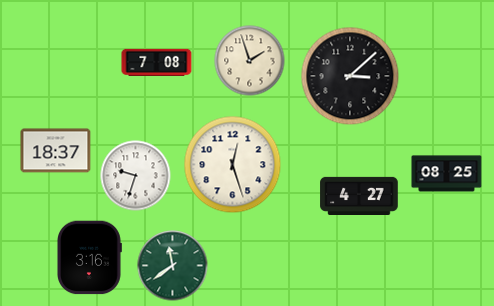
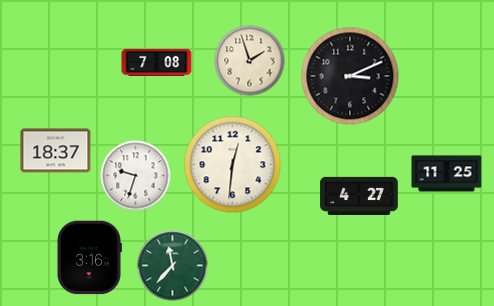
clock at (350, 76): 3:08 -> 3:11
clock at (233, 165): 12:27 -> 12:31
clock at (447, 174): 08:25 -> 11:25
clock at (173, 266): 11:39 -> 11:37
